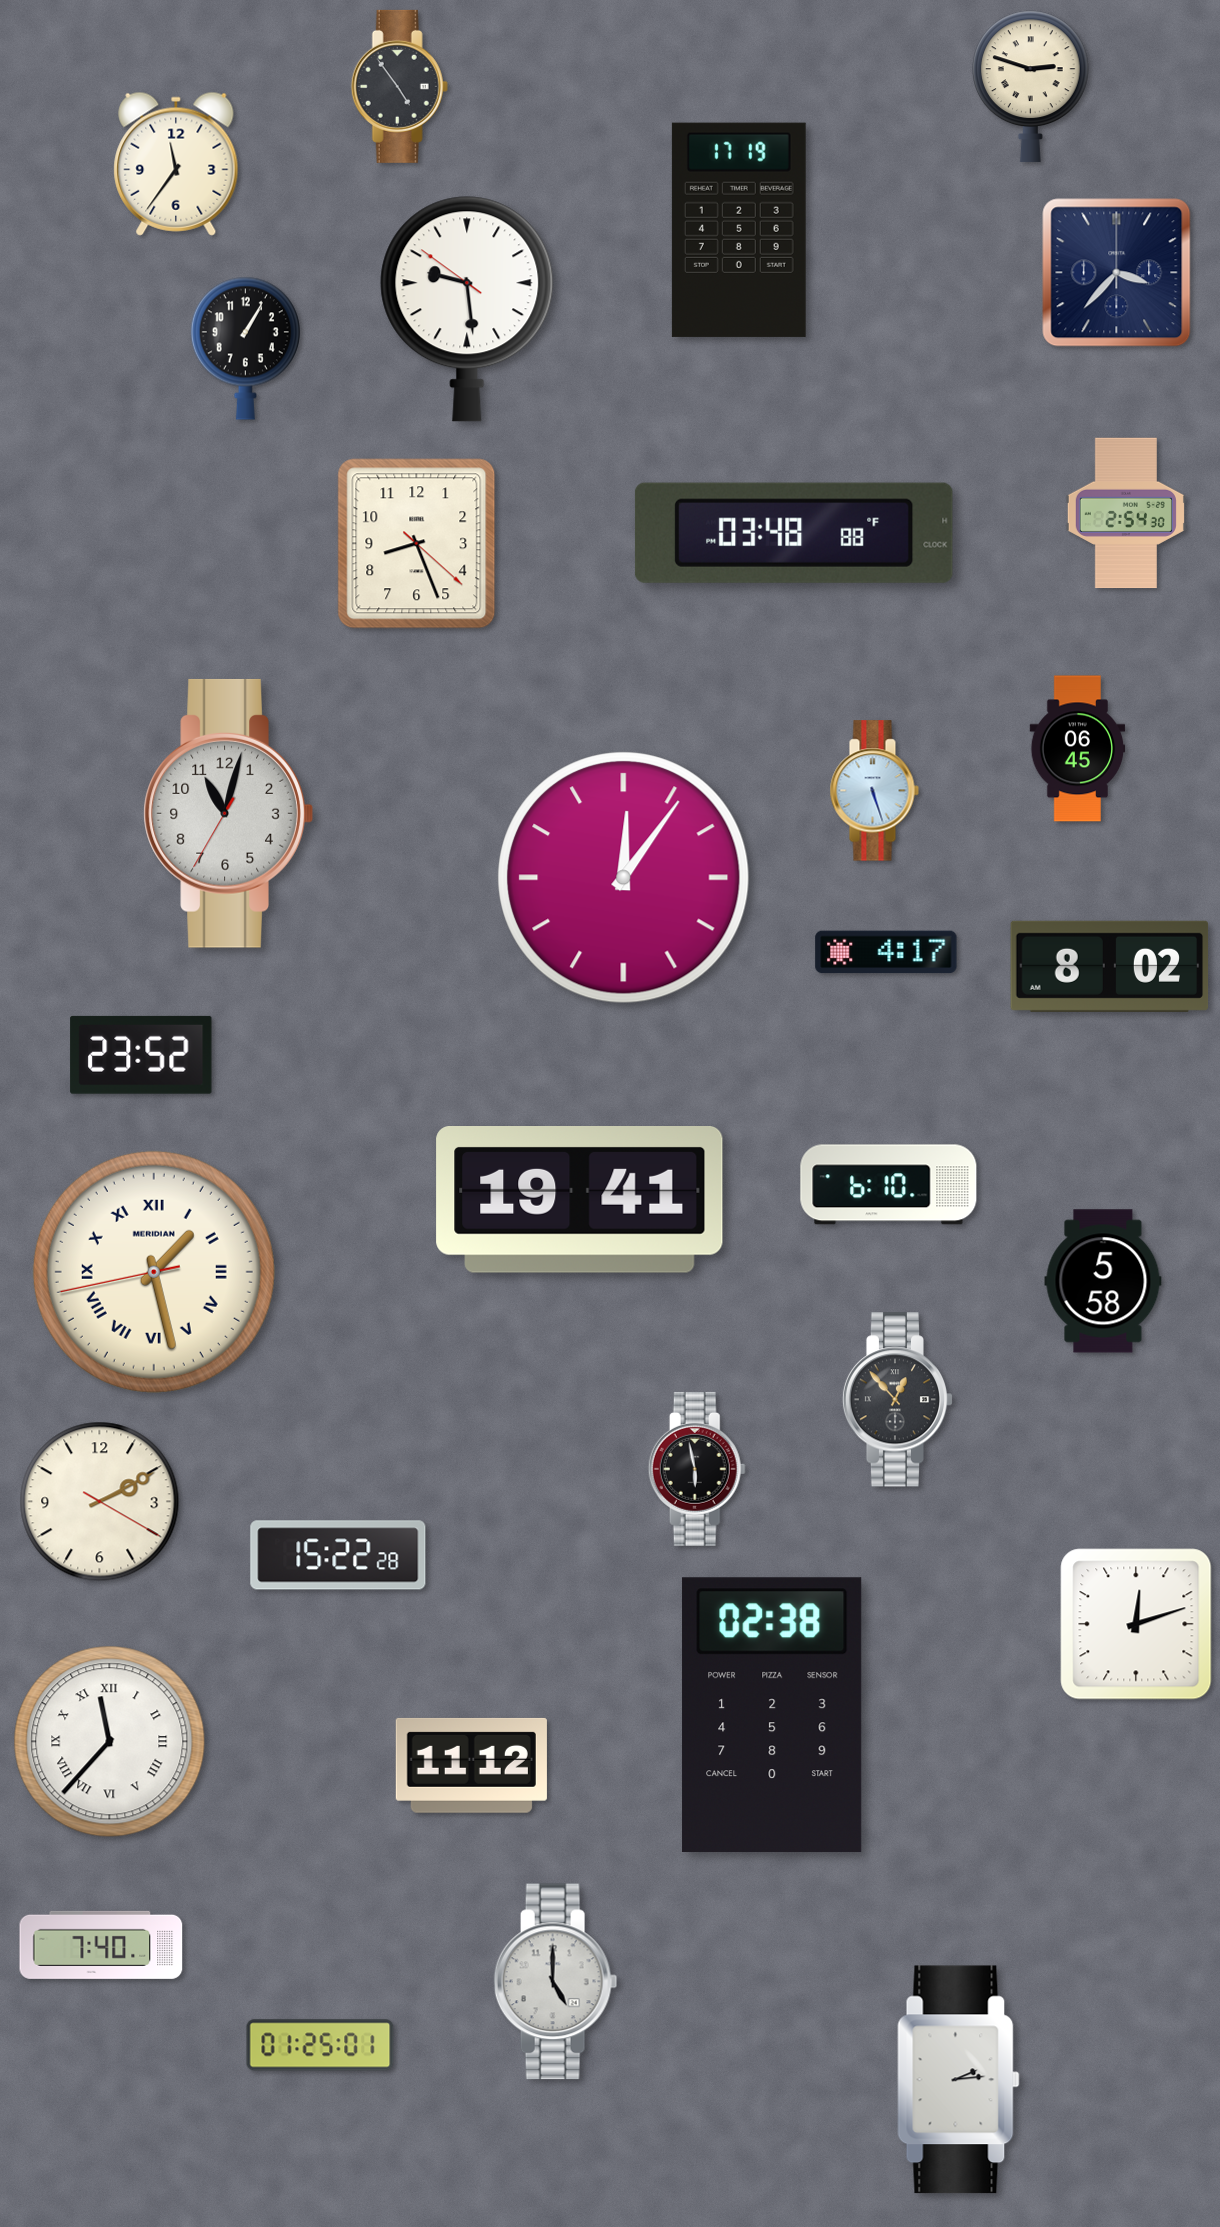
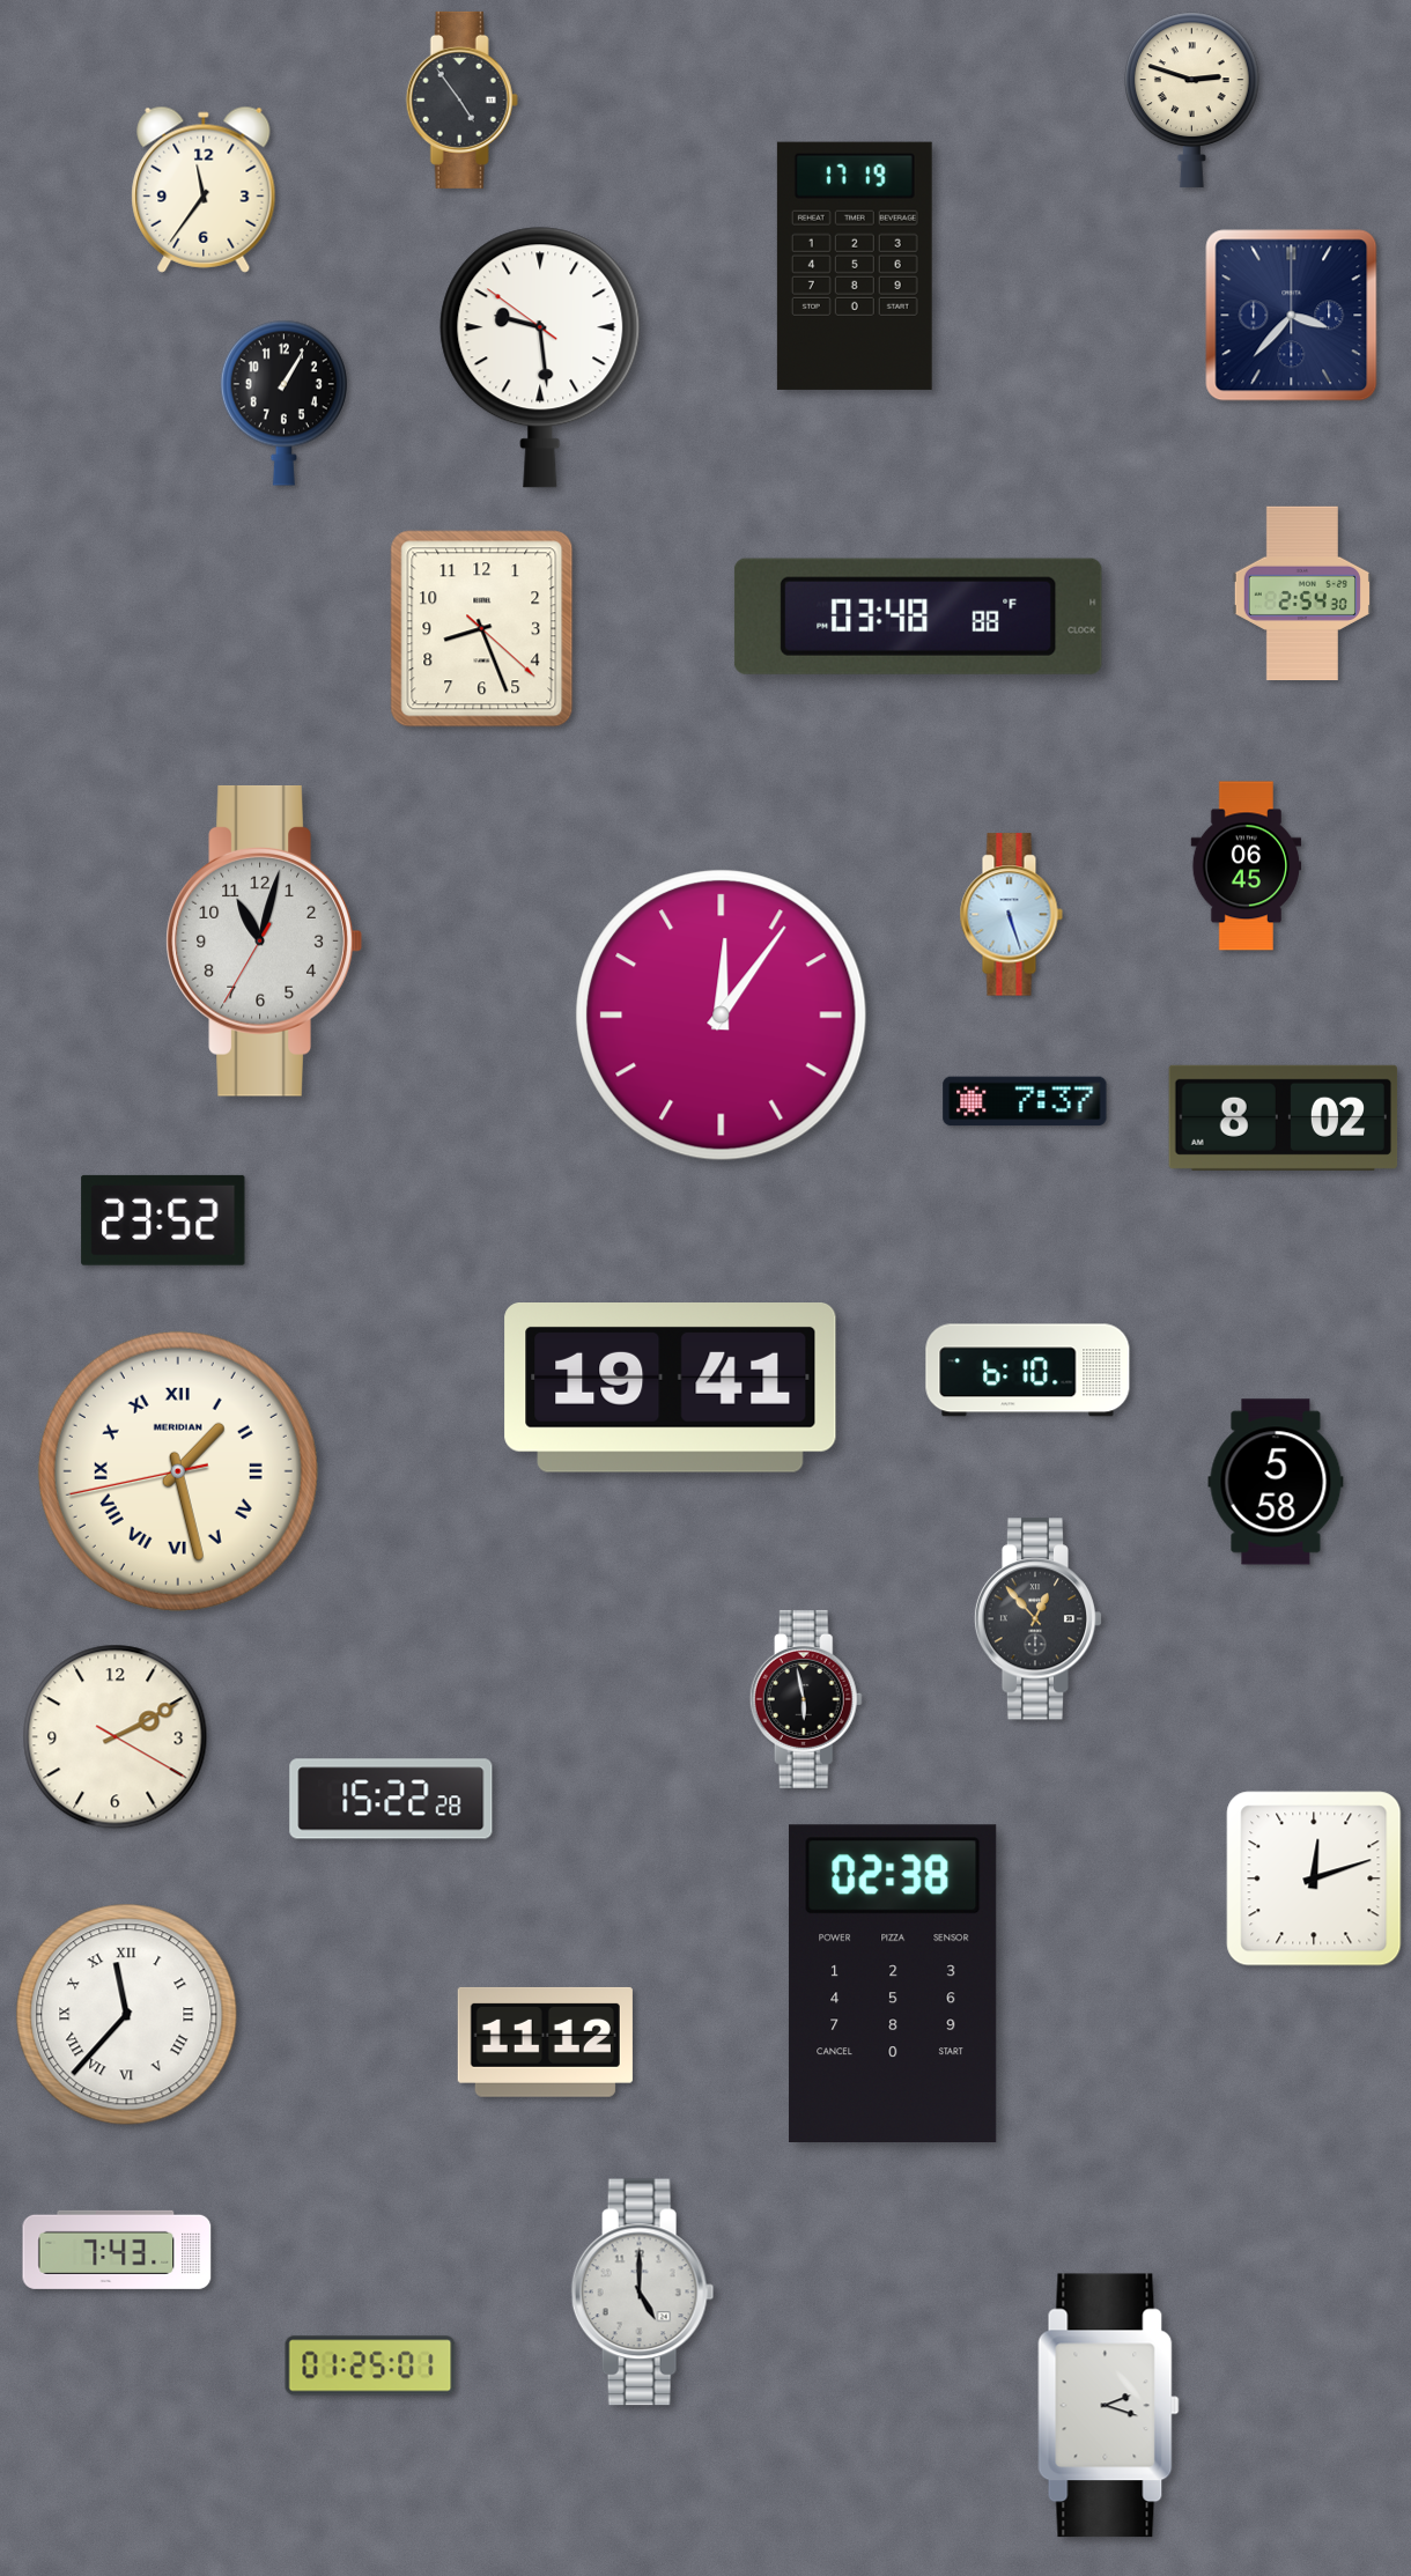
clock at (886, 952): 4:17 -> 7:37
clock at (101, 1945): 7:40 -> 7:43
clock at (959, 2080): 2:14 -> 2:18
